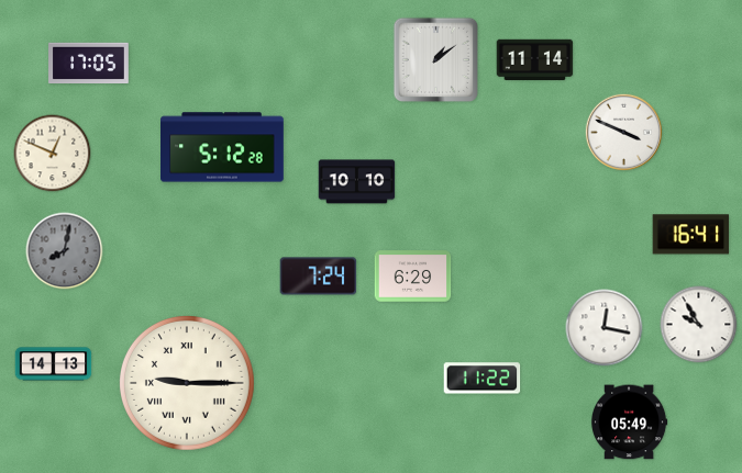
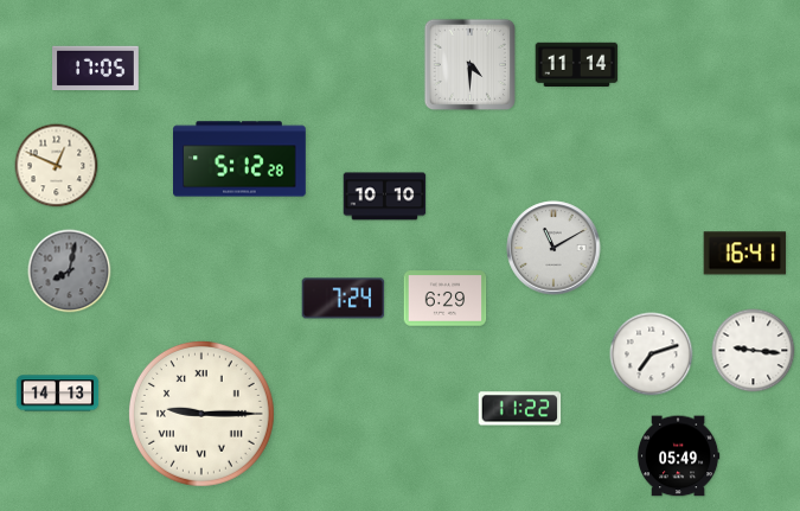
clock at (435, 59): 1:09 -> 4:30
clock at (624, 133): 3:49 -> none
clock at (553, 248): none -> 11:10
clock at (699, 325): 9:55 -> 9:16
clock at (605, 328): 12:17 -> 7:12
